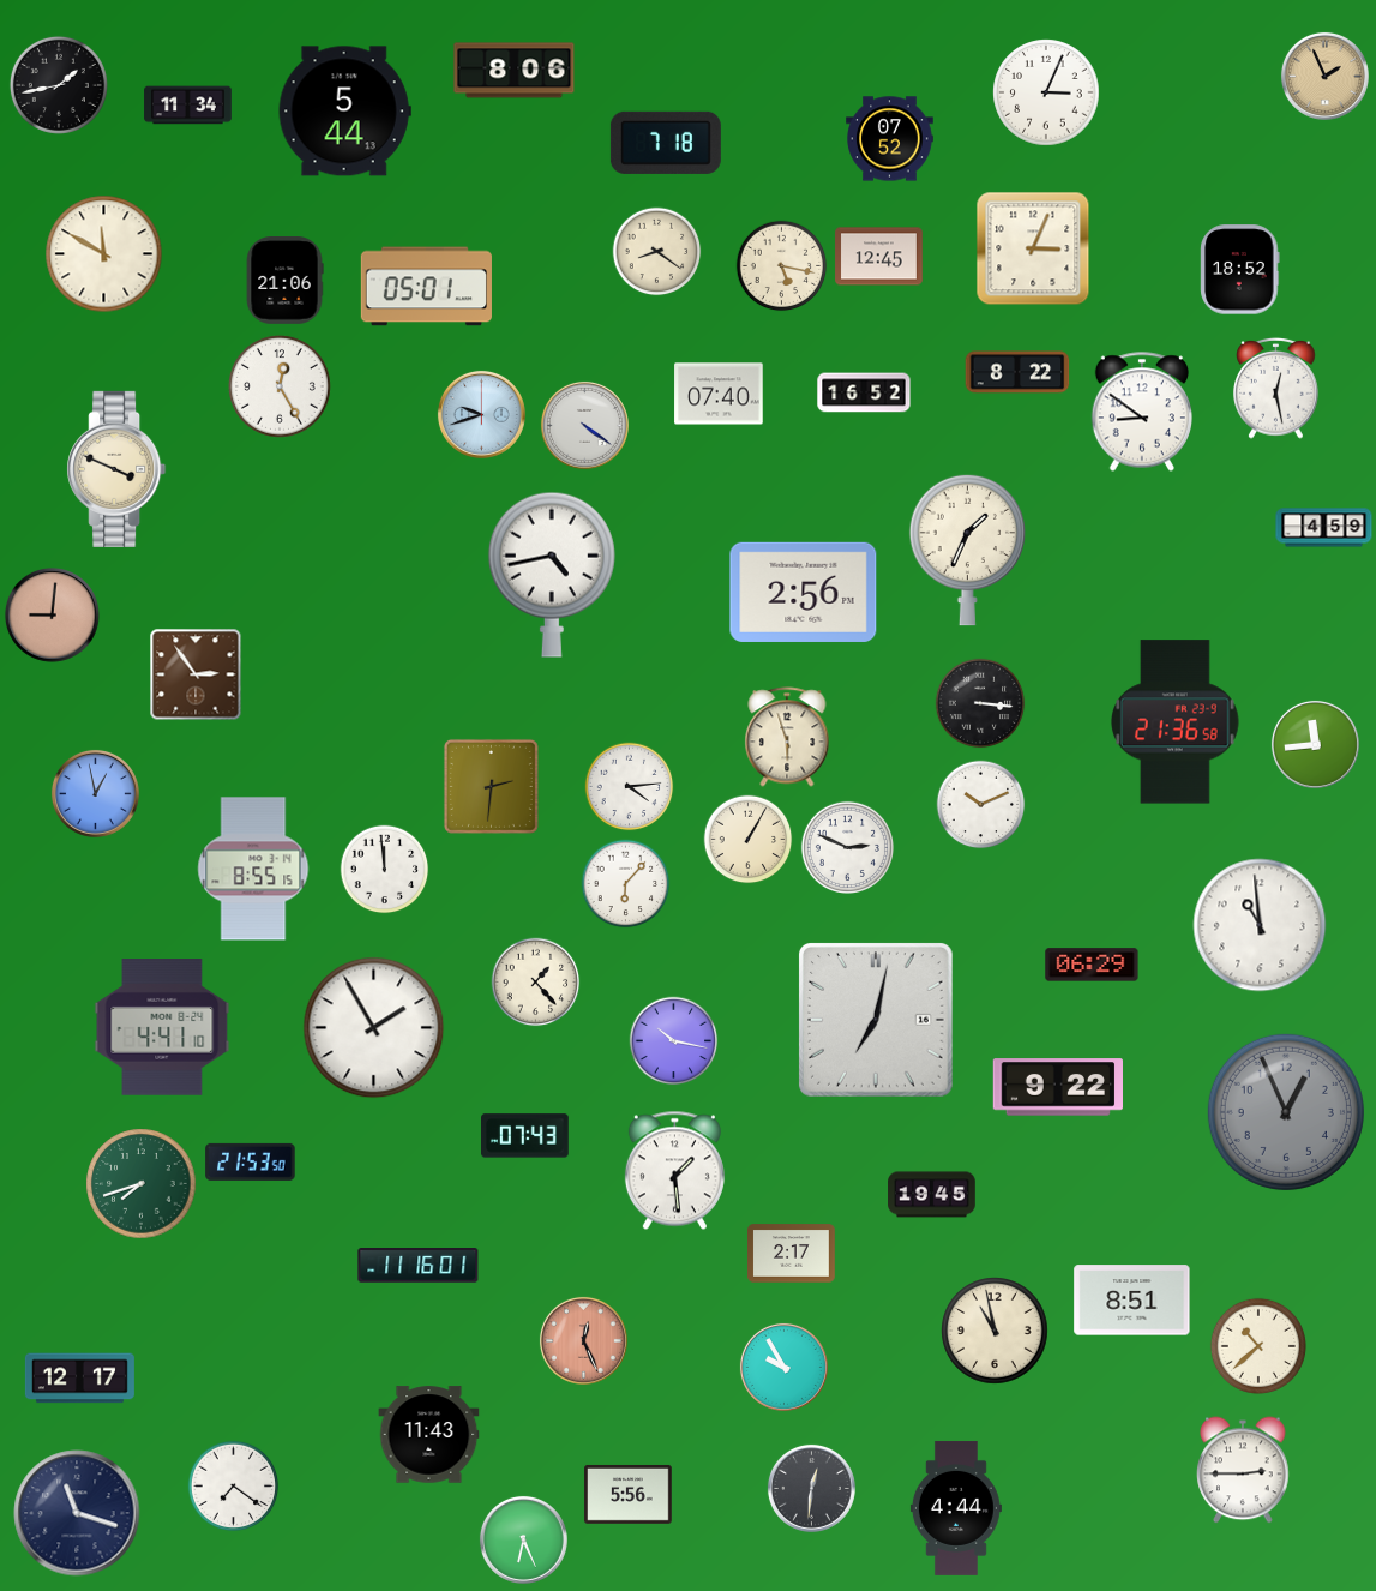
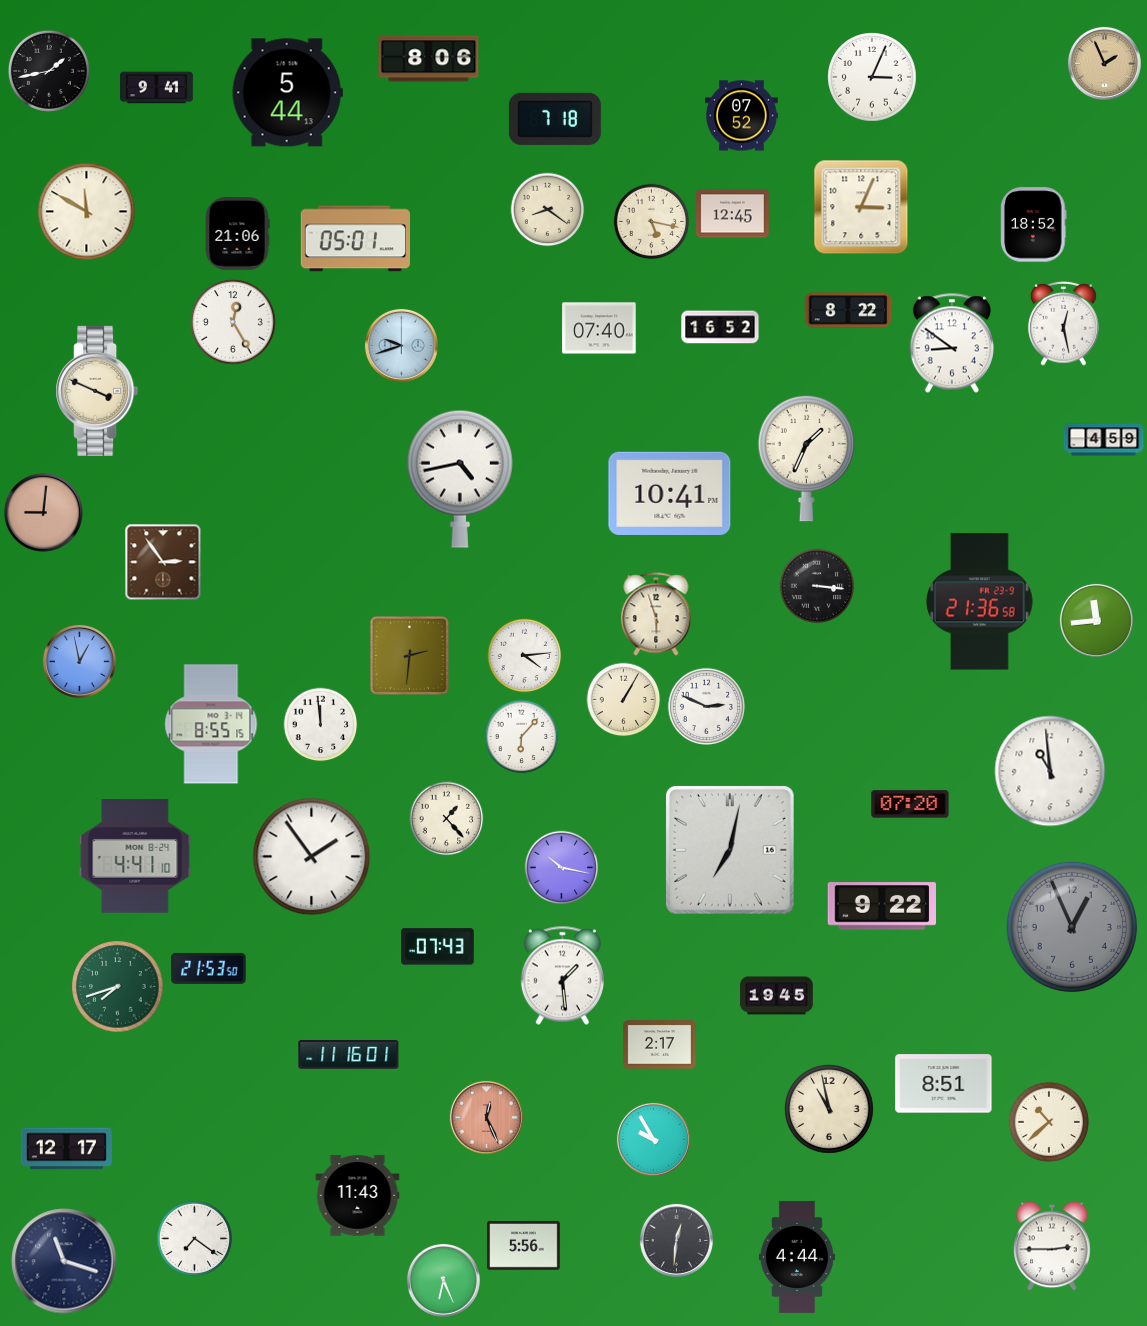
clock at (188, 106): 11:34 -> 9:41
clock at (584, 425): 4:21 -> none
clock at (804, 592): 2:56 -> 10:41
clock at (981, 805): 10:11 -> none
clock at (1092, 965): 06:29 -> 07:20
clock at (374, 1028): 1:55 -> 1:54
clock at (1243, 1470) position: (1243, 1470) -> (1052, 1246)
clock at (523, 1539) position: (523, 1539) -> (443, 1280)
